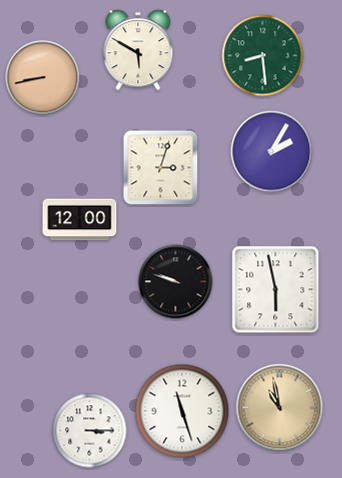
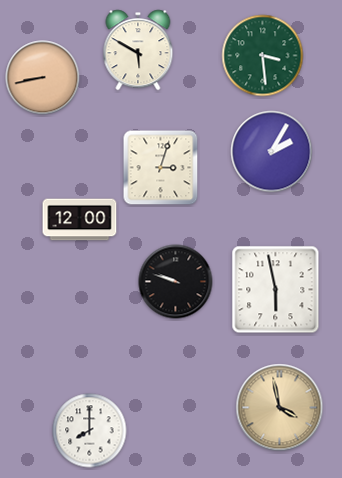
clock at (263, 56): 8:29 -> 3:29
clock at (280, 408): 10:58 -> 3:58
clock at (182, 411): 11:27 -> none
clock at (90, 431): 3:15 -> 8:00
